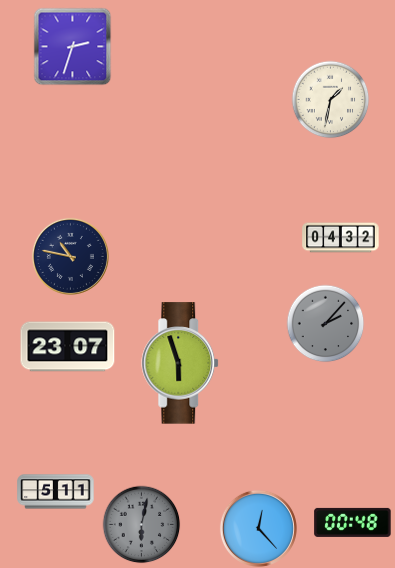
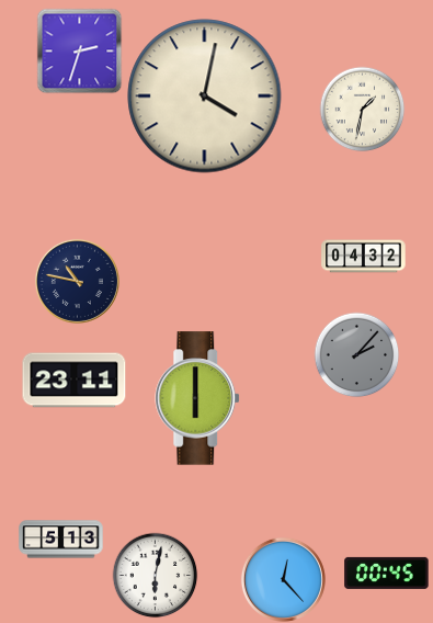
clock at (205, 97): none -> 4:02
clock at (341, 238) position: (341, 238) -> (364, 257)
clock at (68, 347): 23:07 -> 23:11
clock at (181, 363): 5:57 -> 6:00
clock at (56, 492): 5:11 -> 5:13
clock at (353, 522): 00:48 -> 00:45
clock at (141, 524) dial: grey -> white
